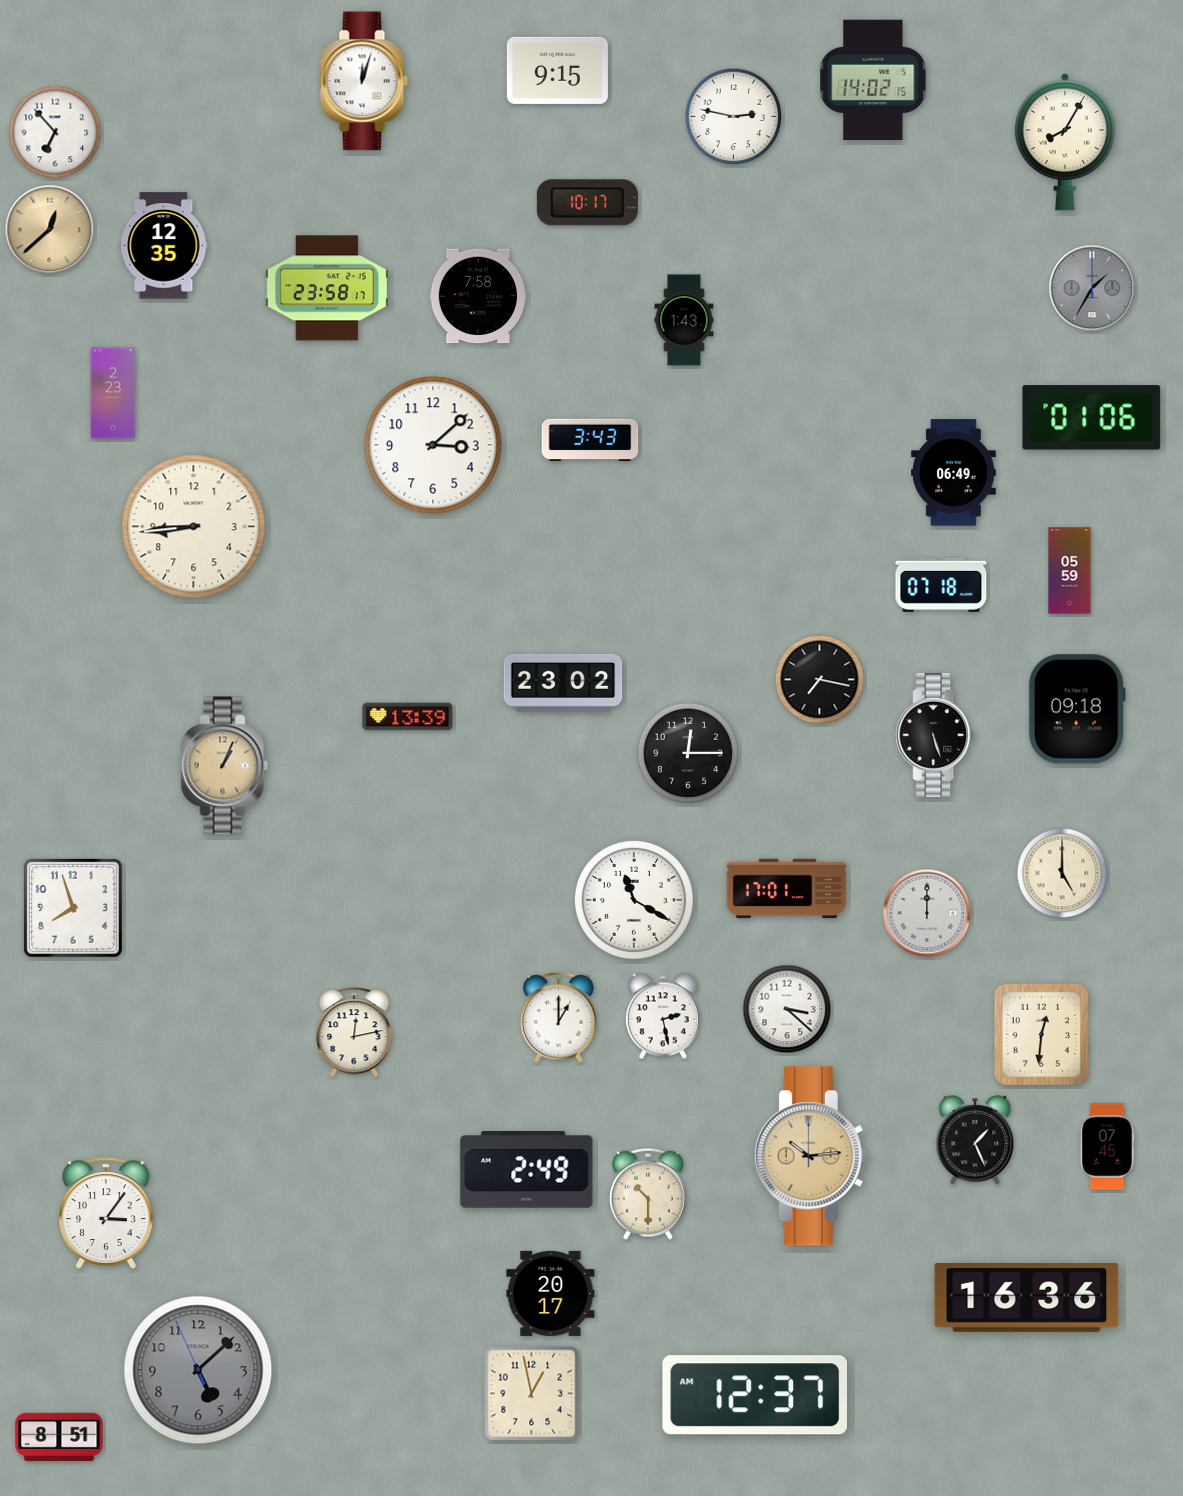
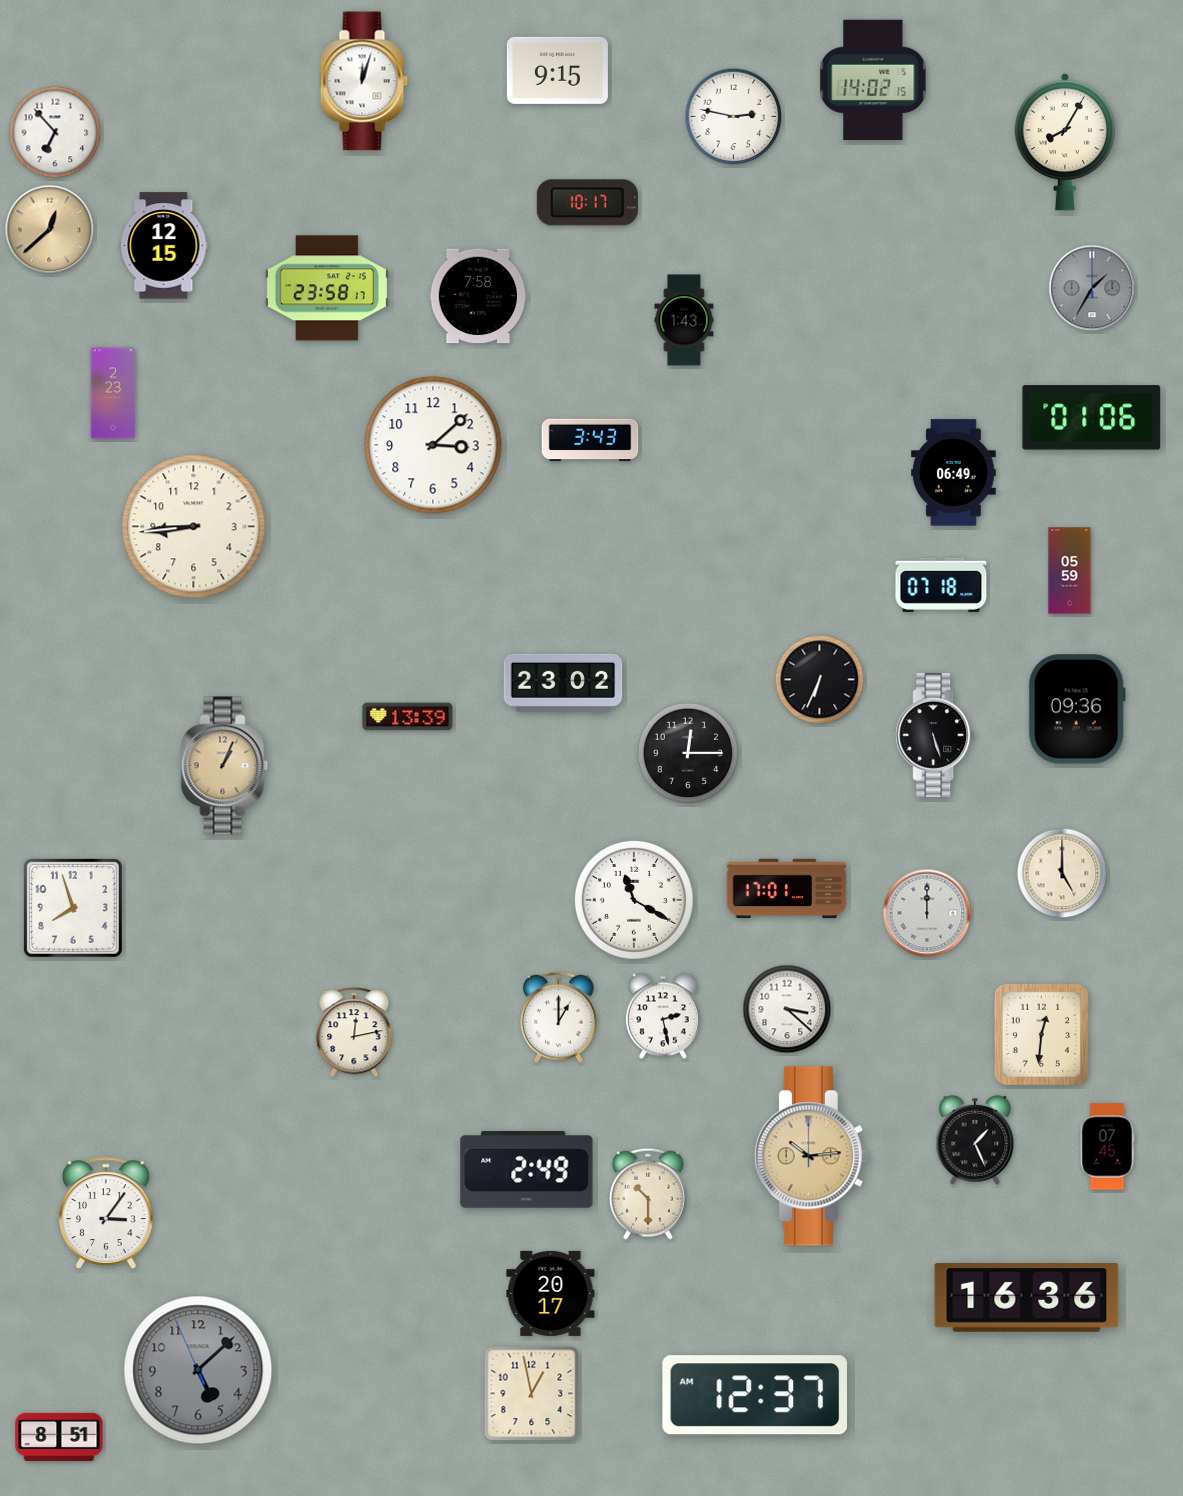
clock at (164, 246): 12:35 -> 12:15
clock at (820, 680): 7:17 -> 6:34
clock at (1077, 709): 09:18 -> 09:36
